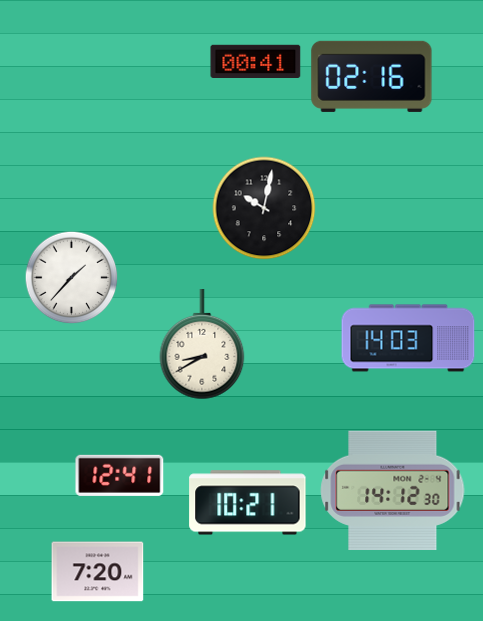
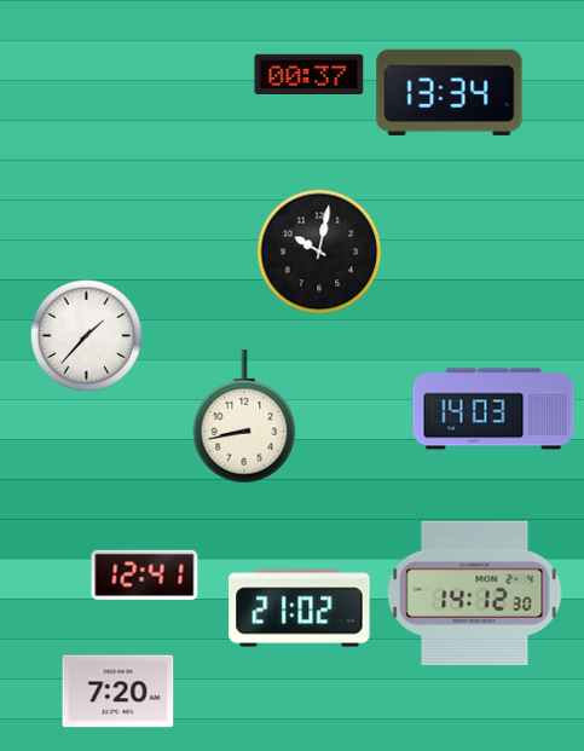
clock at (256, 61): 00:41 -> 00:37
clock at (372, 76): 02:16 -> 13:34
clock at (202, 345): 8:40 -> 8:43
clock at (248, 503): 10:21 -> 21:02
